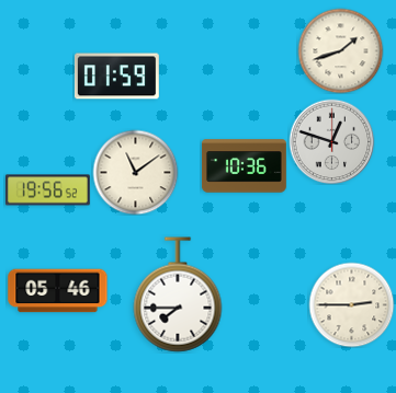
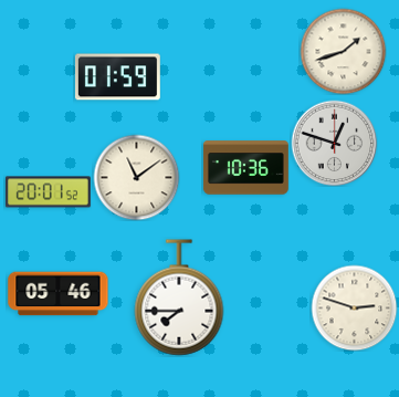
clock at (135, 172) position: (135, 172) -> (136, 177)
clock at (47, 190): 19:56 -> 20:01
clock at (351, 304): 2:45 -> 2:48
